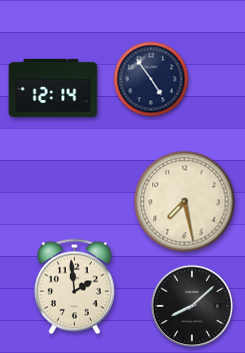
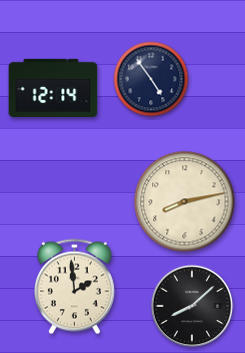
clock at (185, 202): 7:28 -> 8:13
